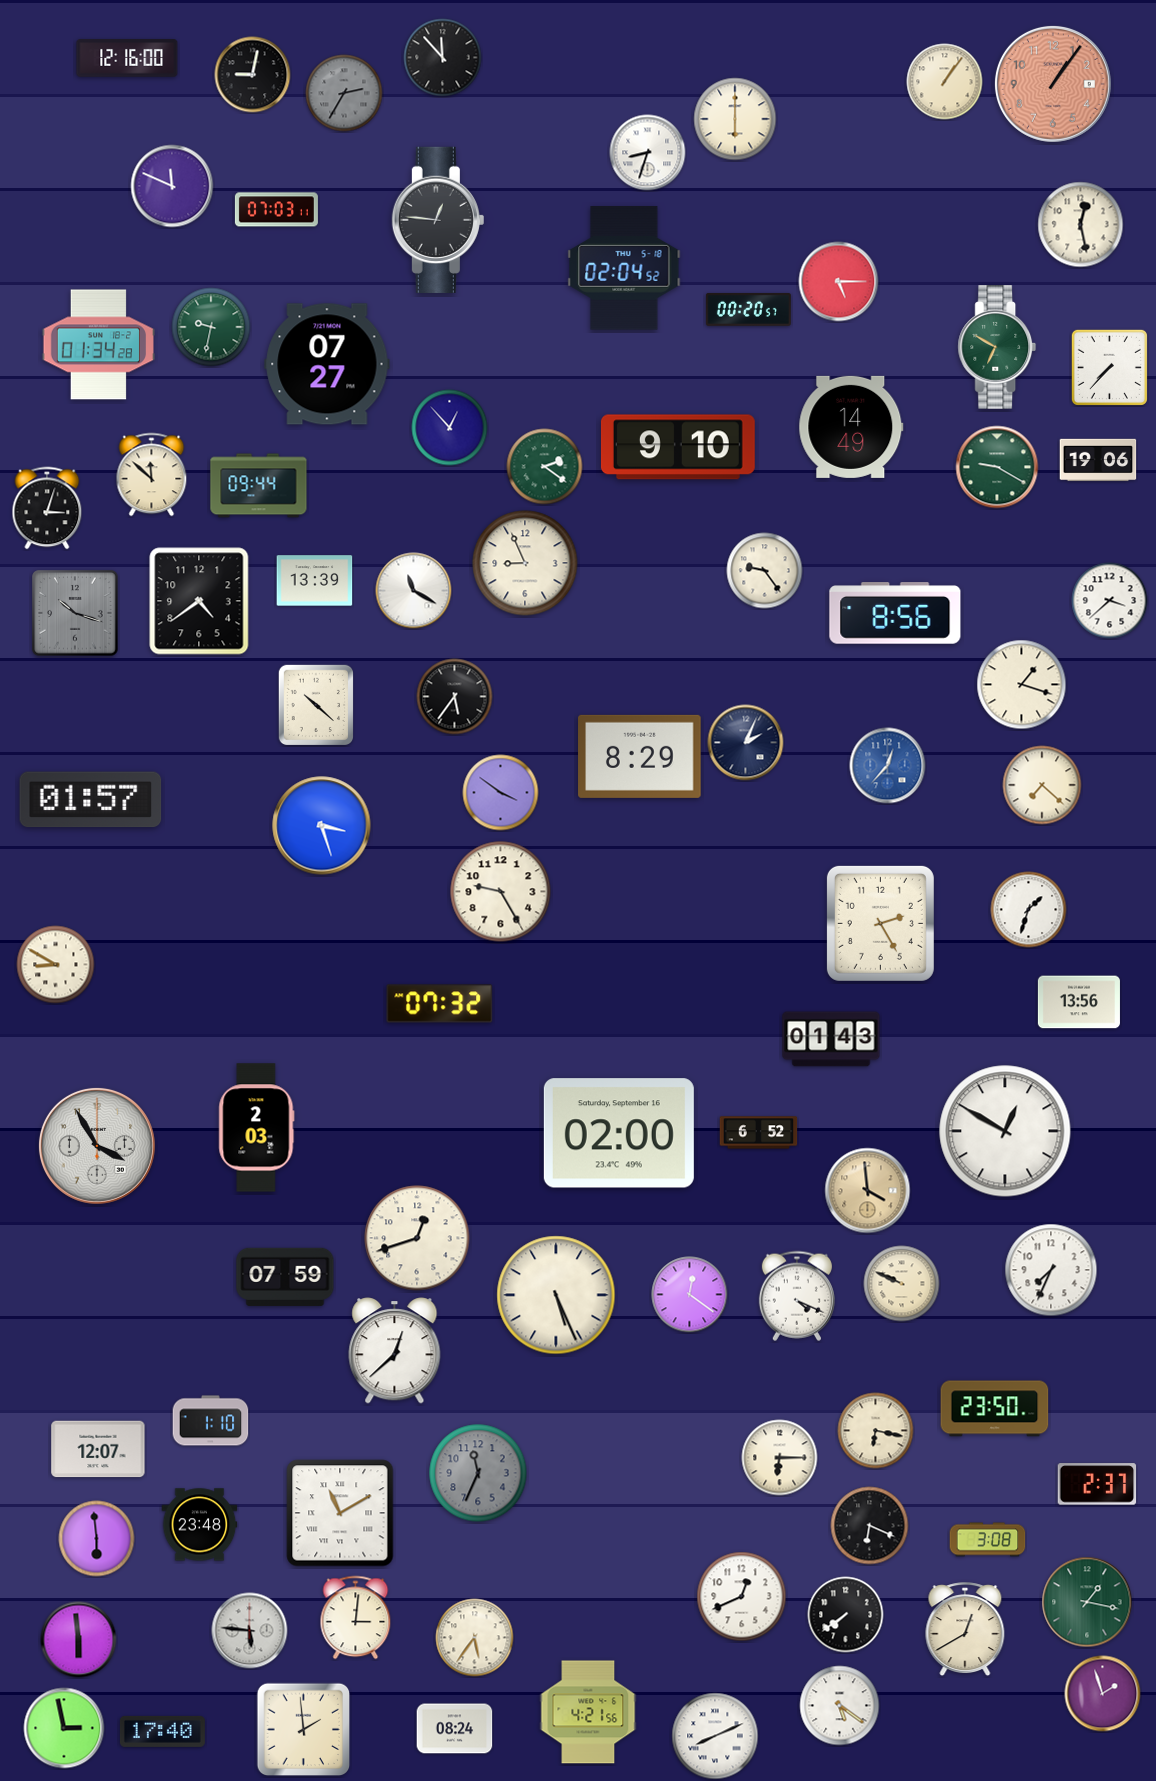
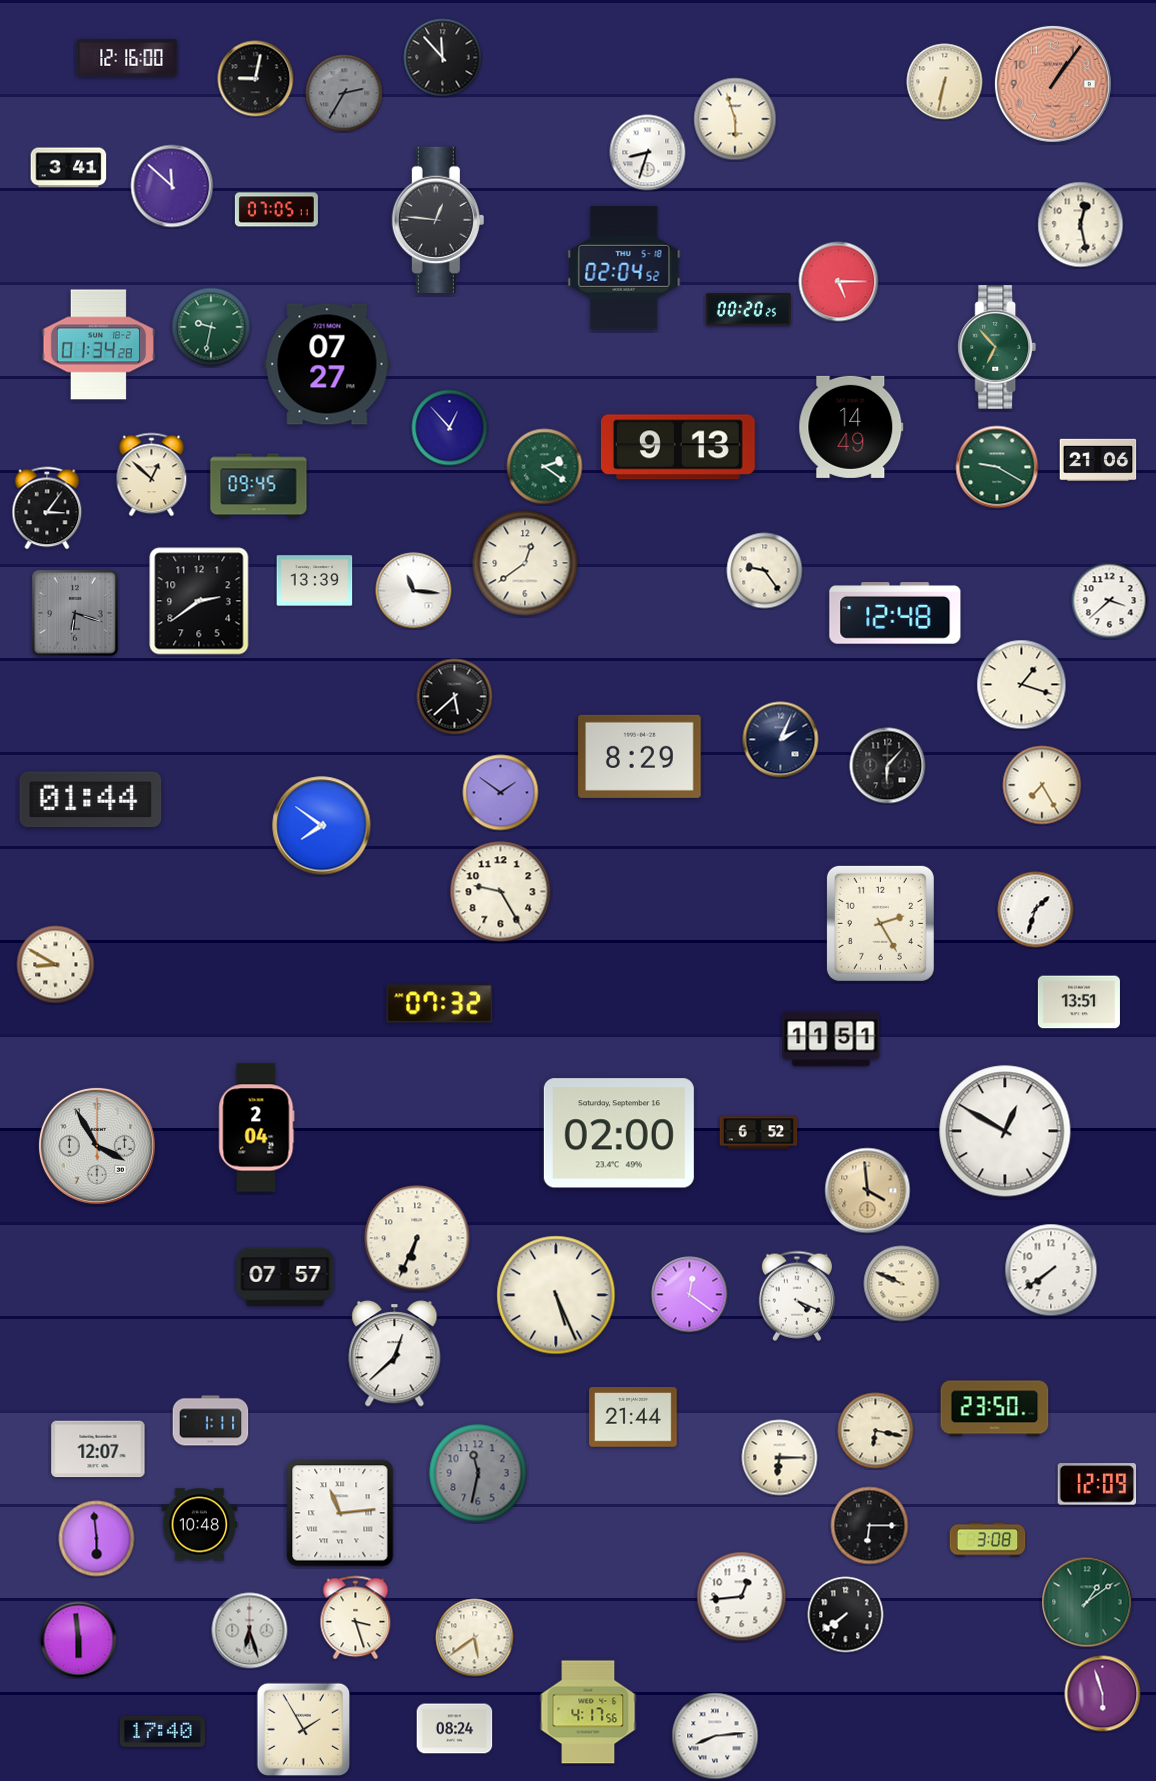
clock at (253, 75) position: (253, 75) -> (256, 79)
clock at (945, 82): 1:06 -> 6:32
clock at (735, 119): 6:00 -> 5:57
clock at (69, 168): none -> 3:41
clock at (172, 186): 11:49 -> 11:52
clock at (276, 210): 07:03 -> 07:05
clock at (748, 310): 00:20:57 -> 00:20:25
clock at (997, 347): 6:50 -> 6:53
clock at (1109, 367): 7:37 -> none
clock at (678, 447): 9:10 -> 9:13
clock at (1098, 460): 19:06 -> 21:06
clock at (152, 475): 11:52 -> 12:52
clock at (259, 486): 09:44 -> 09:45
clock at (47, 508): 3:03 -> 3:06
clock at (525, 563): 8:56 -> 12:39
clock at (414, 591): 11:20 -> 11:16
clock at (199, 601): 4:39 -> 2:39
clock at (75, 613): 10:18 -> 6:18
clock at (895, 613): 8:56 -> 12:48
clock at (455, 697): 5:36 -> 5:38
clock at (315, 704): 10:22 -> none
clock at (746, 743) position: (746, 743) -> (781, 740)
clock at (888, 766): 12:37 -> 6:07
clock at (888, 766) dial: blue -> black
clock at (1042, 785): 7:22 -> 7:25
clock at (501, 793): 3:51 -> 1:51
clock at (91, 800): 01:57 -> 01:44
clock at (322, 826): 3:27 -> 7:51
clock at (1029, 910) position: (1029, 910) -> (1036, 910)
clock at (1079, 1002): 13:56 -> 13:51
clock at (831, 1039): 01:43 -> 11:51
clock at (257, 1128): 2:03 -> 2:04
clock at (417, 1238): 12:42 -> 6:34
clock at (1051, 1270): 7:34 -> 7:39
clock at (285, 1277): 07:59 -> 07:57
clock at (395, 1351) position: (395, 1351) -> (395, 1354)
clock at (633, 1418): none -> 21:44
clock at (211, 1421): 1:10 -> 1:11
clock at (478, 1473): 11:34 -> 11:32
clock at (1097, 1484): 2:37 -> 12:09
clock at (340, 1513): 11:10 -> 11:14
clock at (200, 1525): 23:48 -> 10:48
clock at (870, 1526): 6:19 -> 6:15
clock at (742, 1597): 12:41 -> 12:44
clock at (1087, 1602): 1:17 -> 1:09
clock at (356, 1618): 3:01 -> 3:27
clock at (965, 1630): 12:40 -> none
clock at (250, 1631): 5:46 -> 6:27
clock at (475, 1638): 5:36 -> 5:39
clock at (1103, 1694): 1:57 -> 5:57
clock at (840, 1706): 5:21 -> none
clock at (588, 1712): 4:21 -> 4:17
clock at (64, 1728): 2:58 -> none
clock at (304, 1730): 1:59 -> 1:55
clock at (715, 1736): 8:11 -> 8:14
